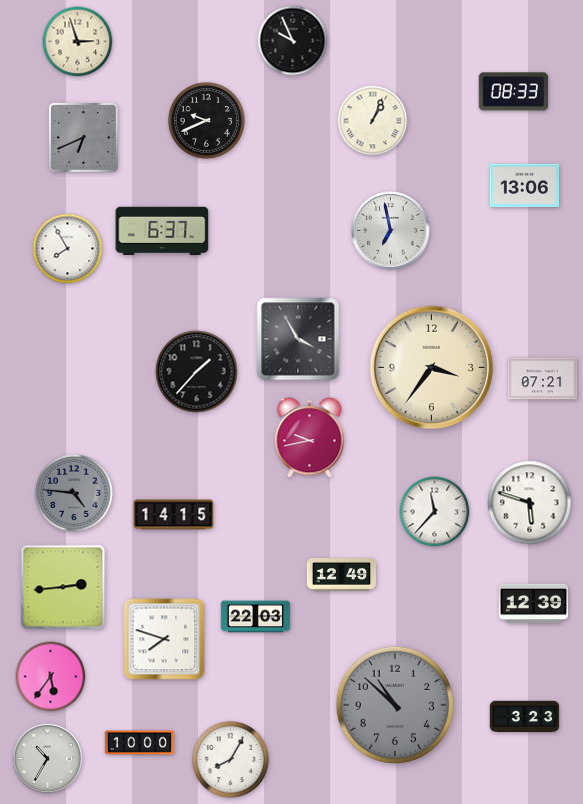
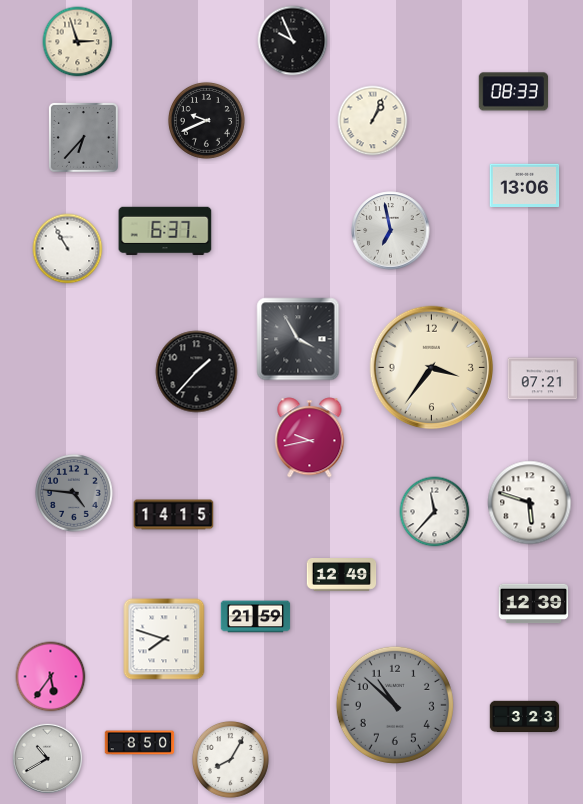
clock at (83, 137): 6:41 -> 6:37
clock at (162, 231) position: (162, 231) -> (165, 231)
clock at (68, 249): 7:55 -> 10:55
clock at (63, 587): 2:44 -> none
clock at (256, 617): 22:03 -> 21:59
clock at (140, 743): 10:00 -> 8:50
clock at (47, 758): 10:35 -> 10:40
